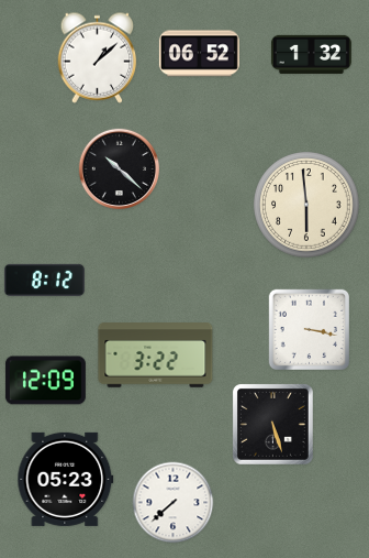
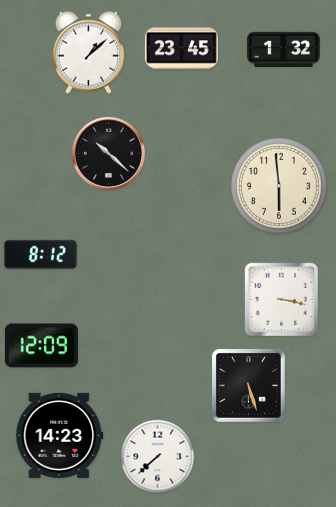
clock at (199, 54): 06:52 -> 23:45
clock at (156, 355): 3:22 -> none
clock at (66, 479): 05:23 -> 14:23
